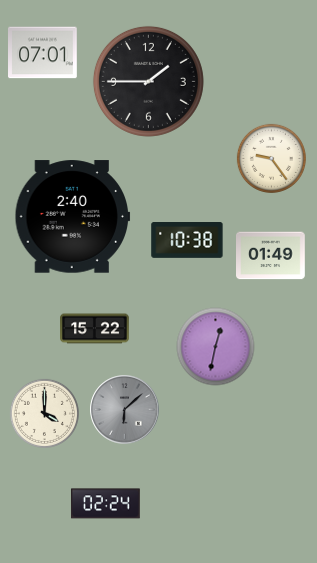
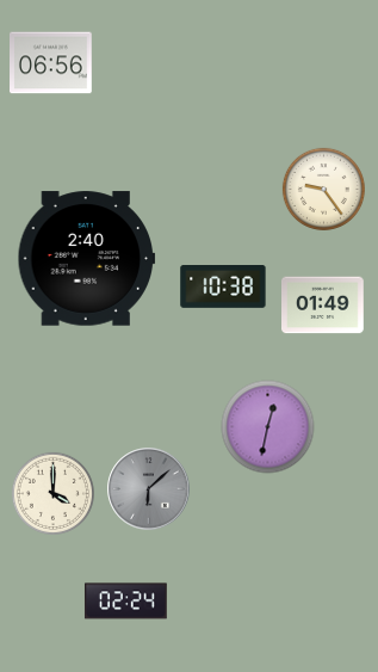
clock at (43, 53): 07:01 -> 06:56
clock at (148, 81): 1:45 -> none
clock at (95, 329): 15:22 -> none
clock at (216, 347) position: (216, 347) -> (268, 427)
